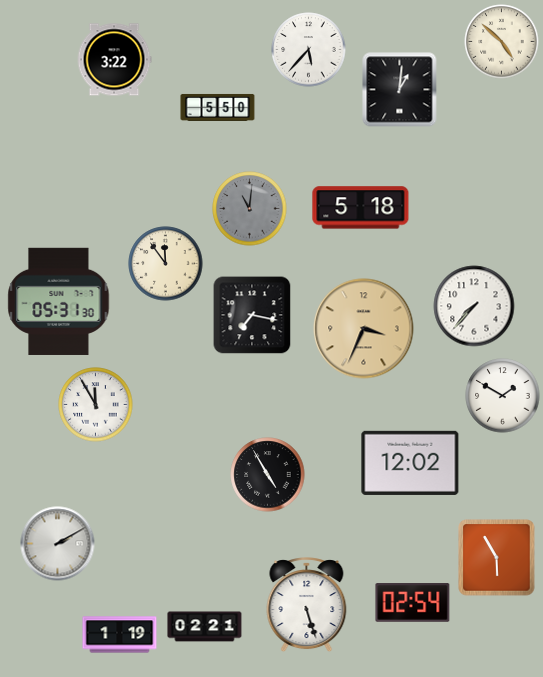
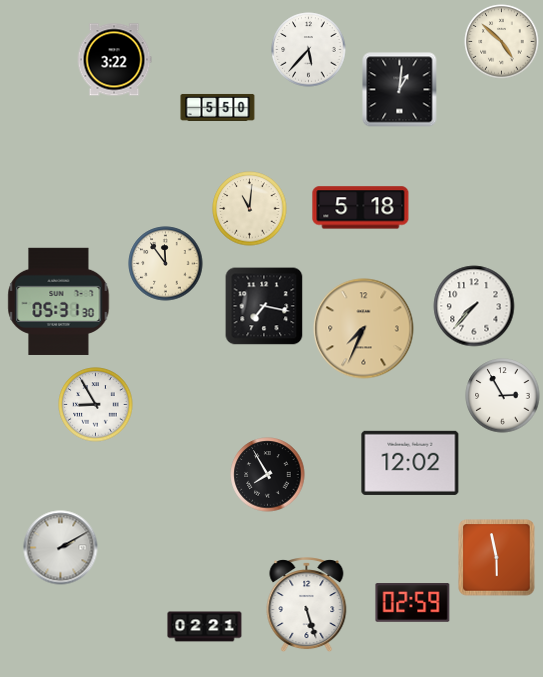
clock at (250, 209) dial: grey -> cream
clock at (252, 315) position: (252, 315) -> (264, 306)
clock at (364, 329): 3:34 -> 7:34
clock at (503, 396): 1:50 -> 2:55
clock at (96, 405): 11:55 -> 8:55
clock at (268, 475): 4:55 -> 7:55
clock at (58, 544) position: (58, 544) -> (61, 548)
clock at (497, 558): 5:55 -> 5:58
clock at (413, 603): 02:54 -> 02:59
clock at (120, 635): 1:19 -> none
